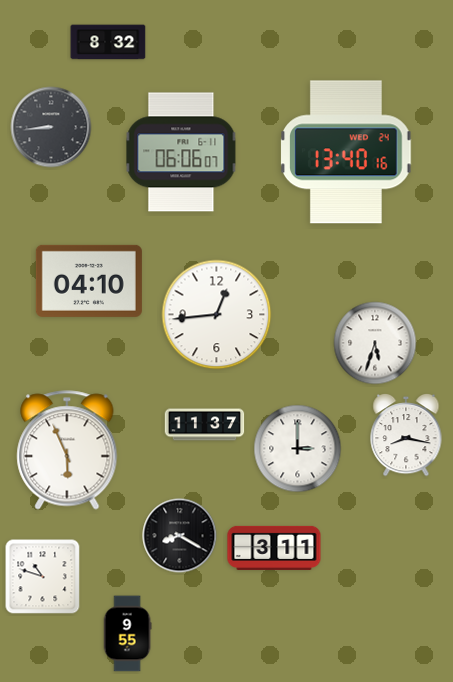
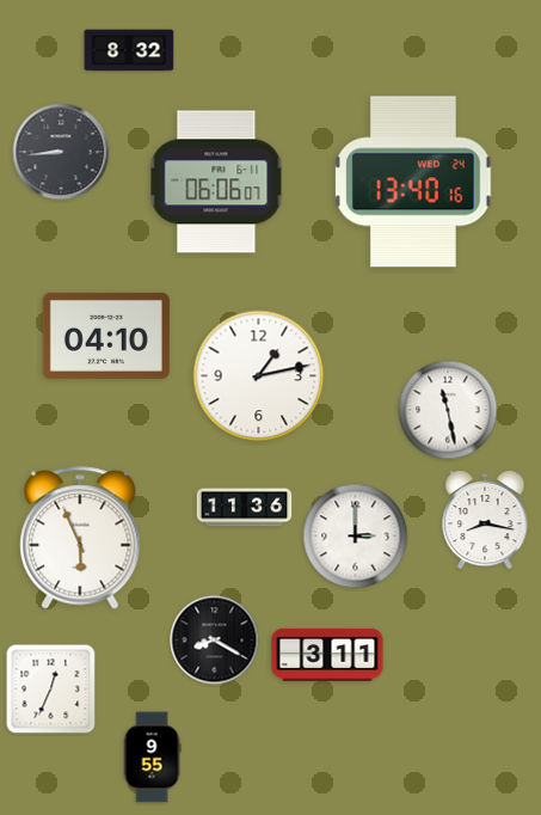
clock at (217, 315): 12:44 -> 1:13
clock at (375, 343): 5:33 -> 11:28
clock at (205, 425): 11:37 -> 11:36
clock at (43, 577): 10:48 -> 12:34
